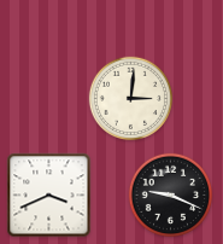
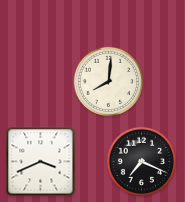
clock at (131, 99): 3:01 -> 8:01
clock at (171, 196): 9:19 -> 7:19
